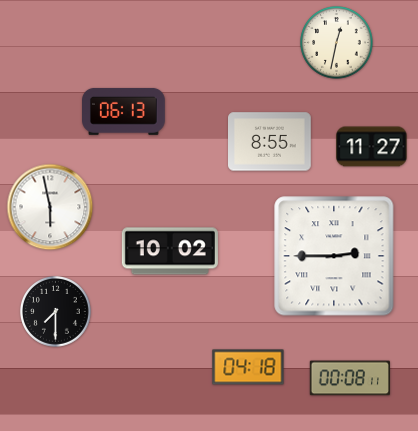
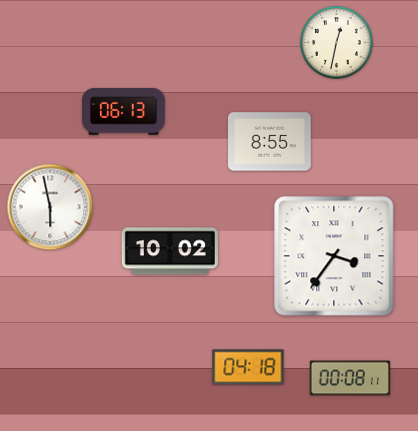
clock at (372, 147): 11:27 -> none
clock at (334, 256): 2:45 -> 3:36
clock at (55, 311): 7:30 -> none
